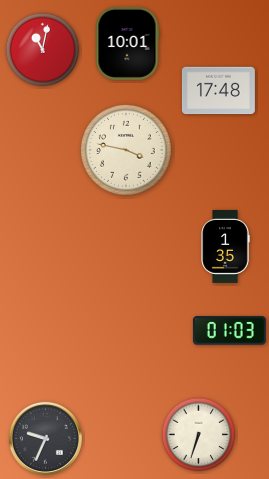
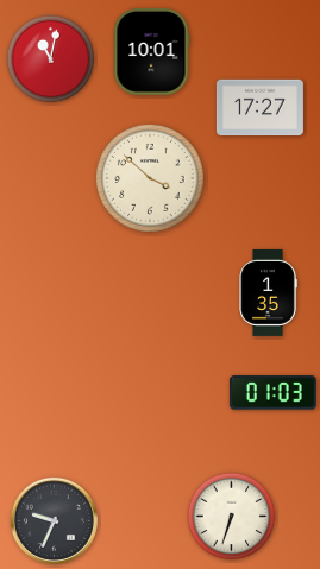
clock at (218, 91): 17:48 -> 17:27
clock at (126, 150): 3:47 -> 3:52
clock at (199, 435) position: (199, 435) -> (232, 517)
